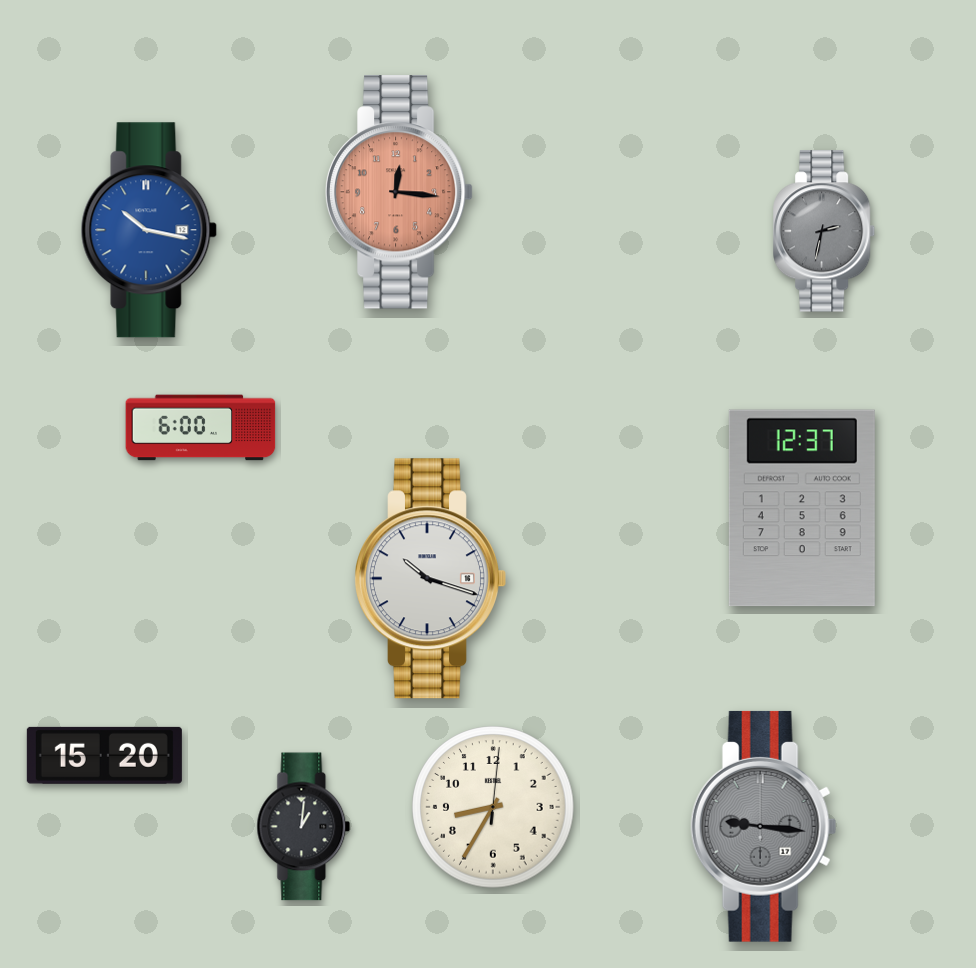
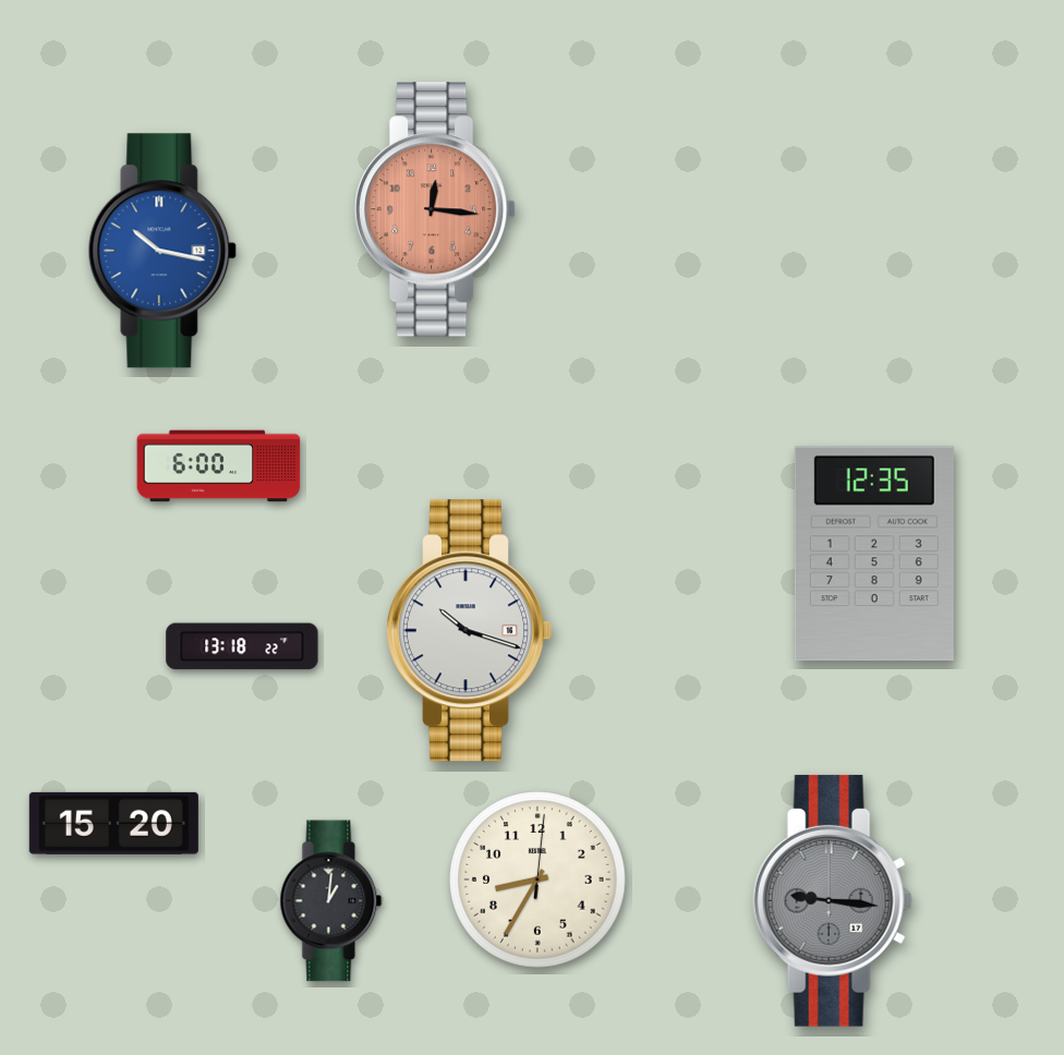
clock at (825, 231): 2:32 -> none
clock at (802, 508): 12:37 -> 12:35
clock at (242, 646): none -> 13:18
